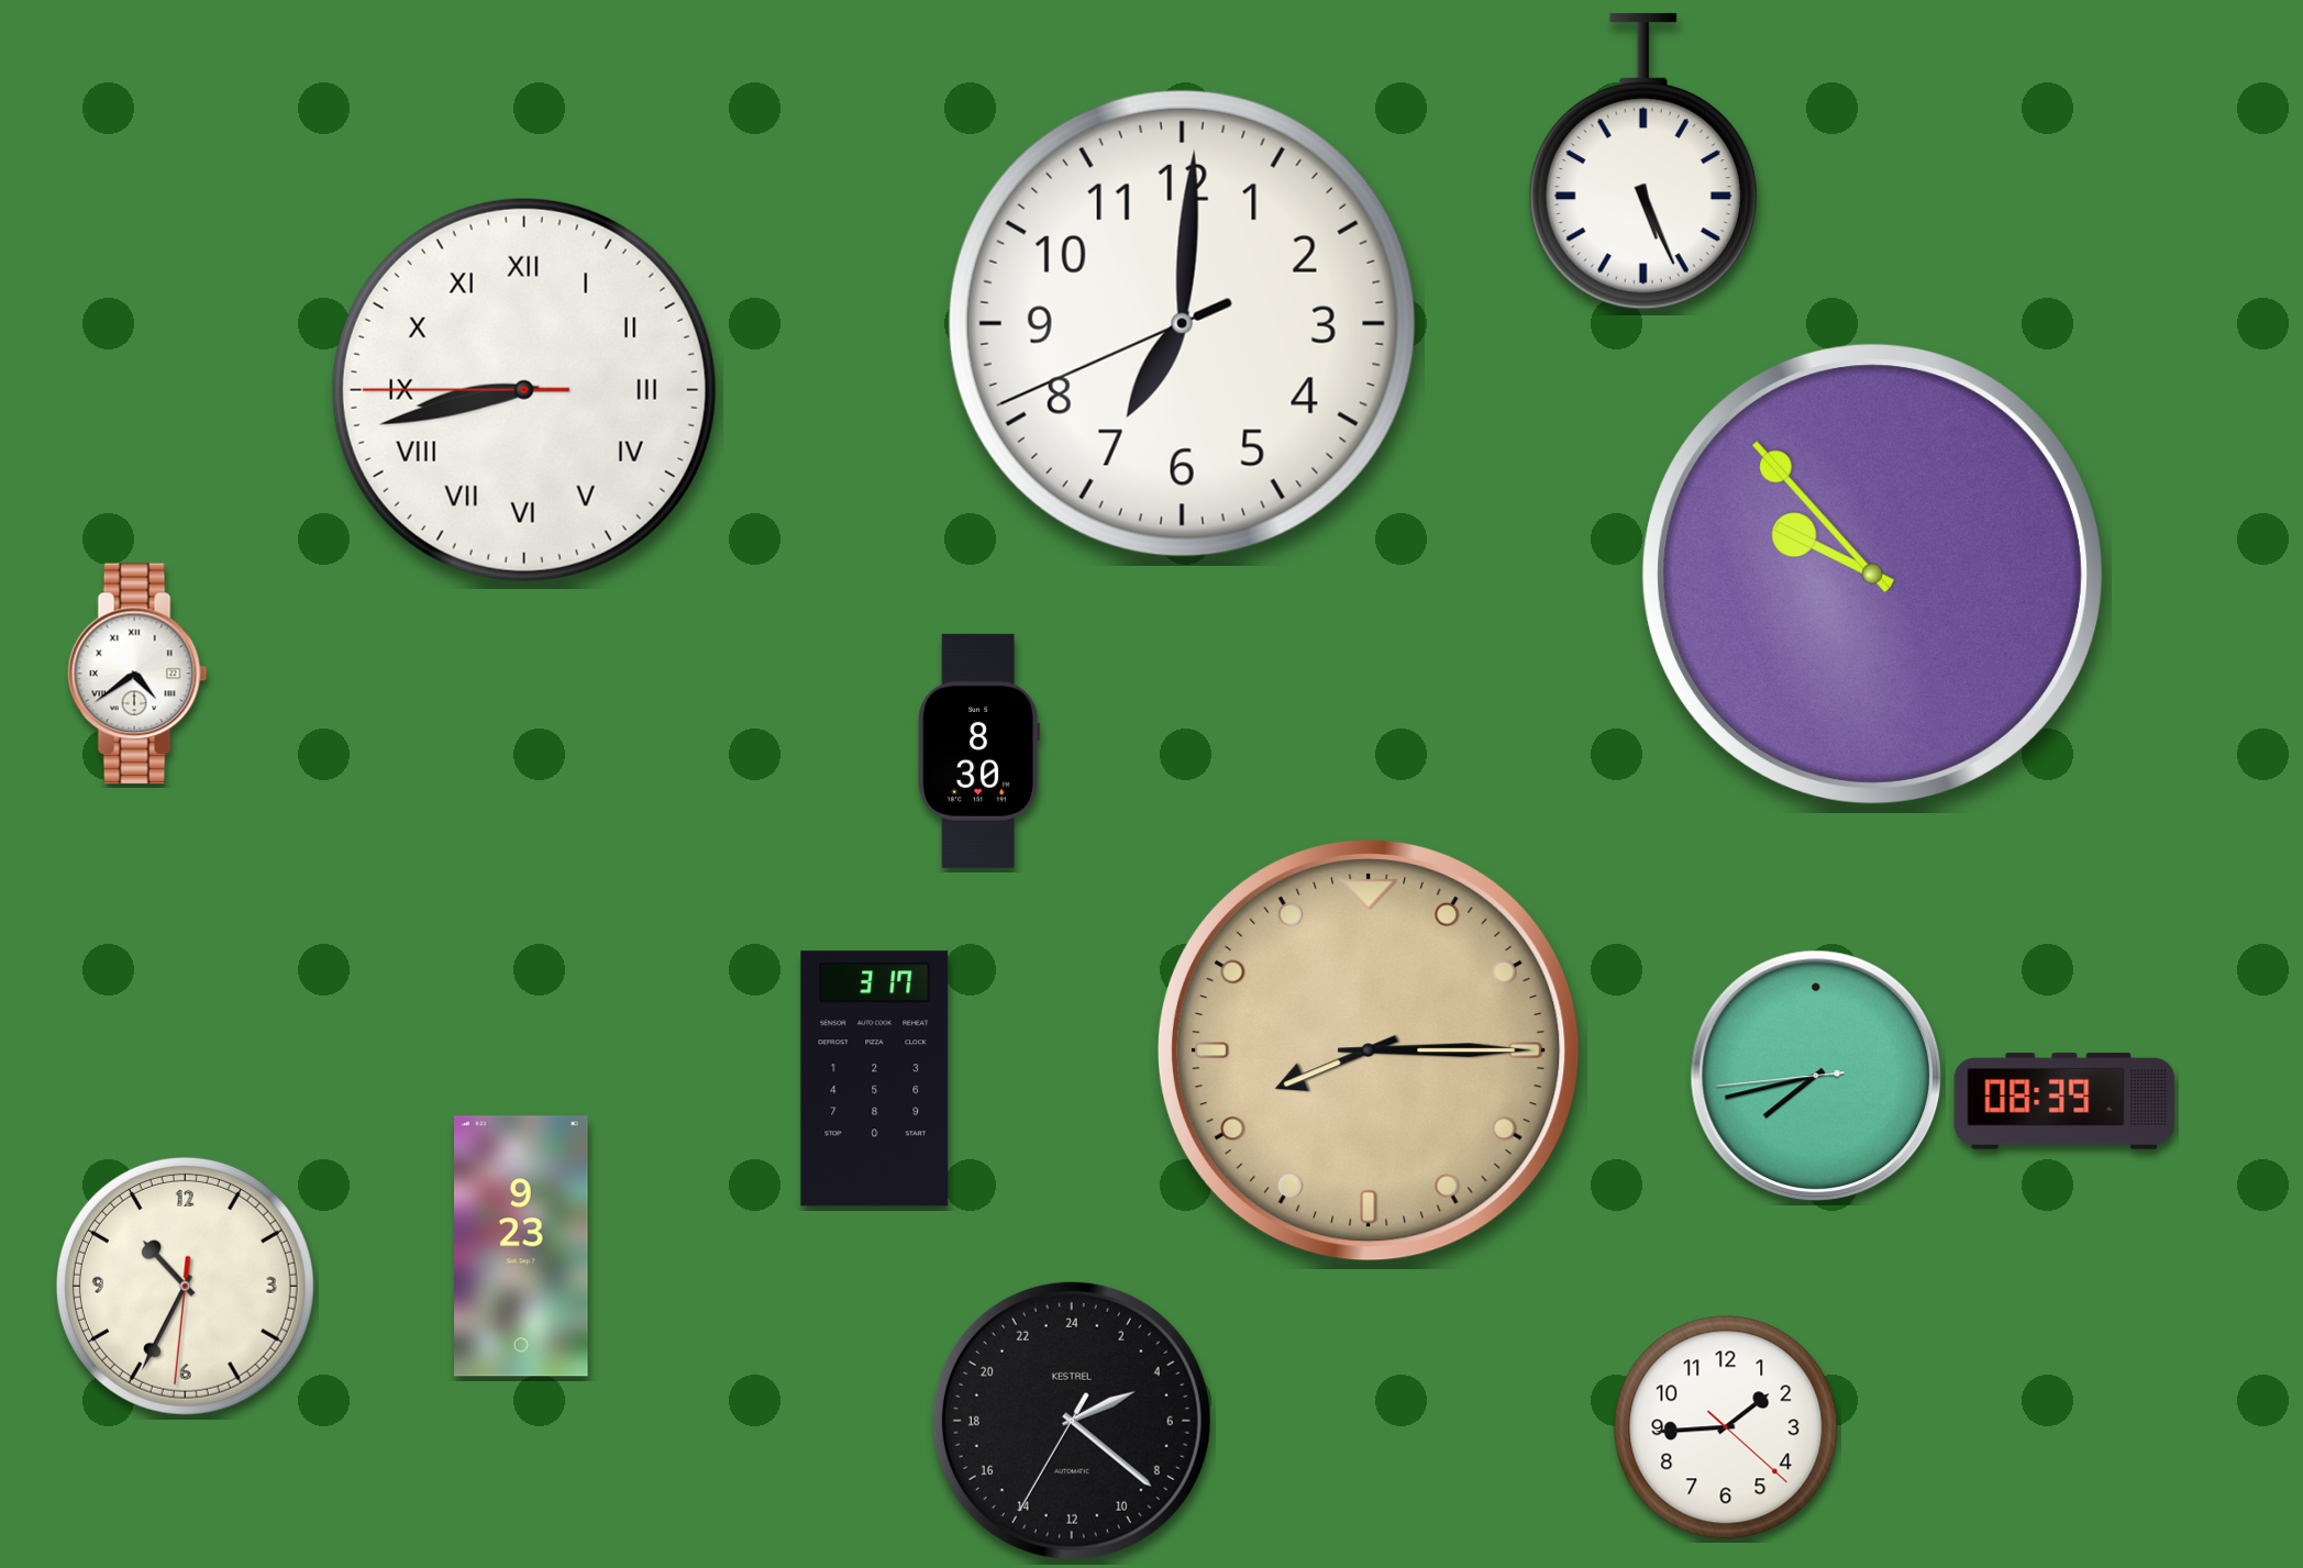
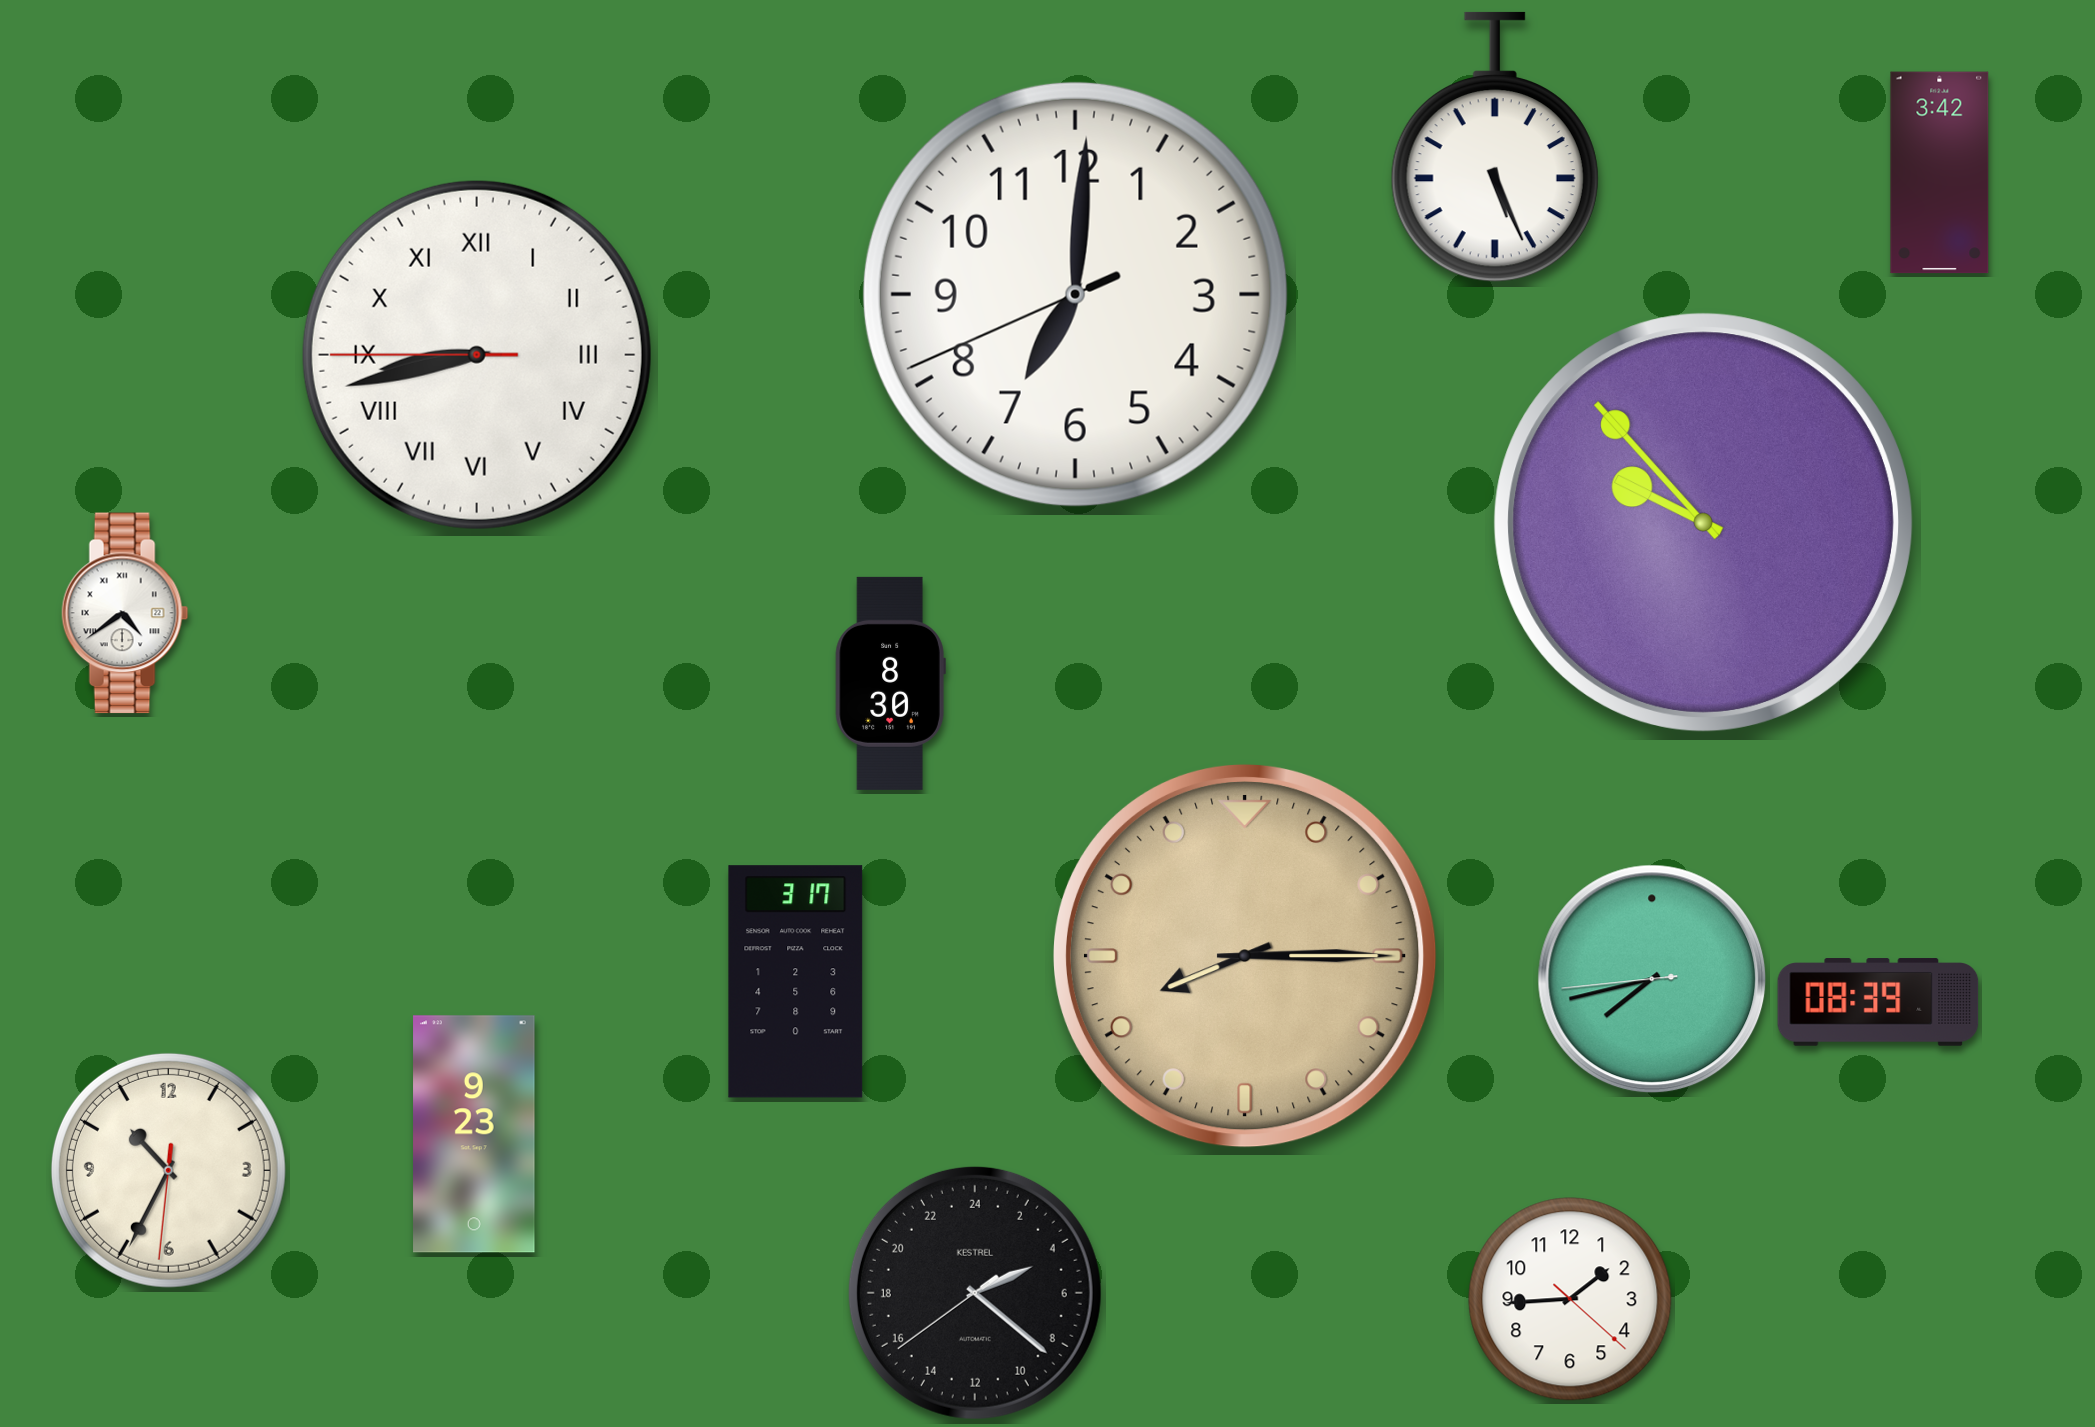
clock at (1940, 173): none -> 3:42
clock at (1072, 1421): 4:21:35 -> 4:21:39
